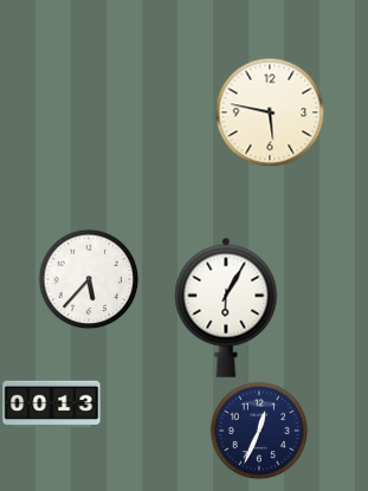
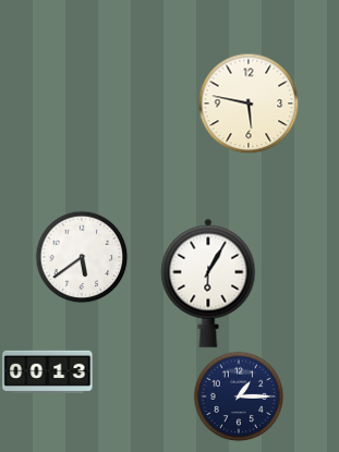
clock at (89, 279): 5:37 -> 5:39
clock at (259, 431): 12:34 -> 1:15
